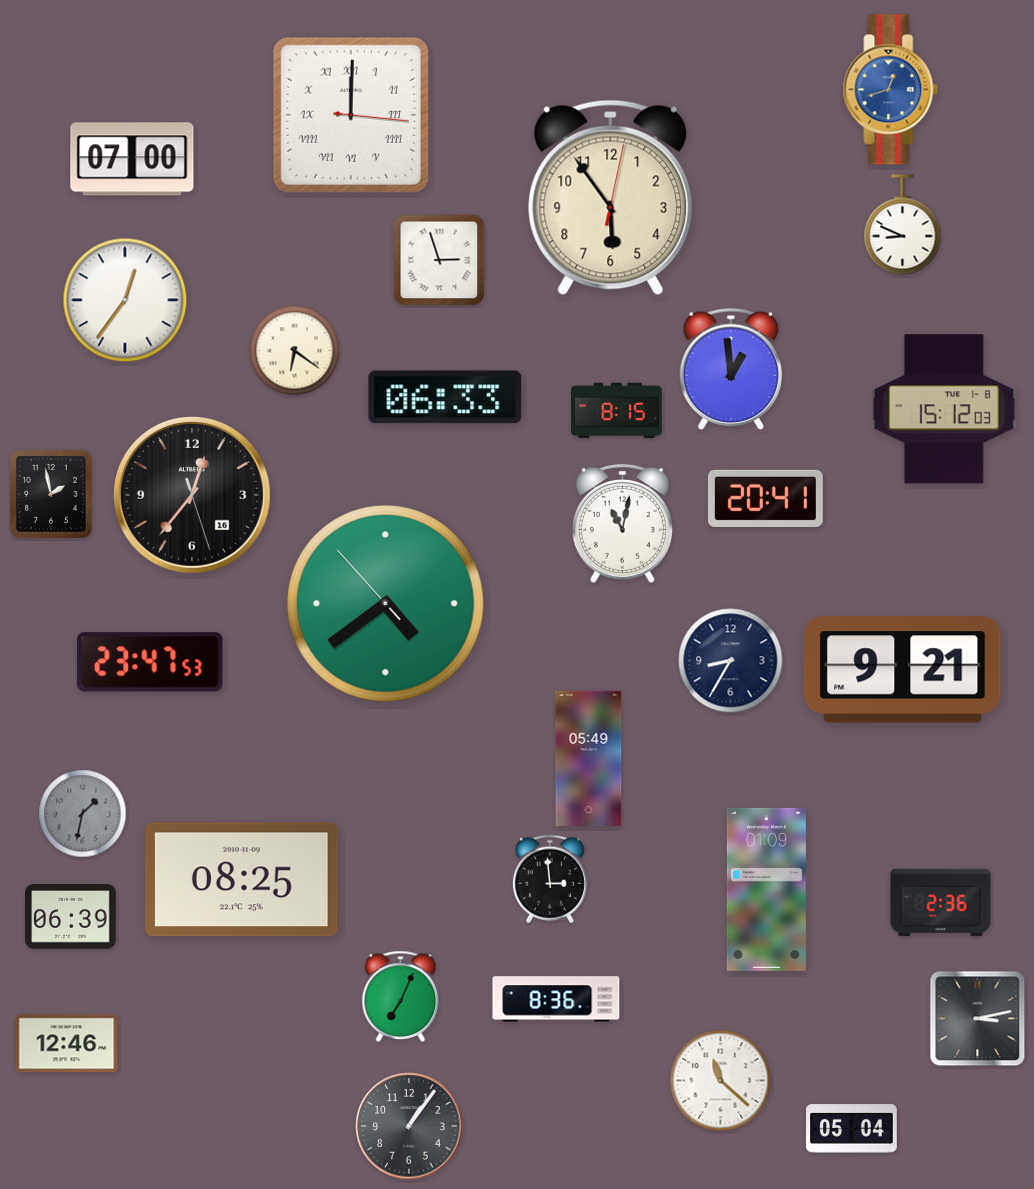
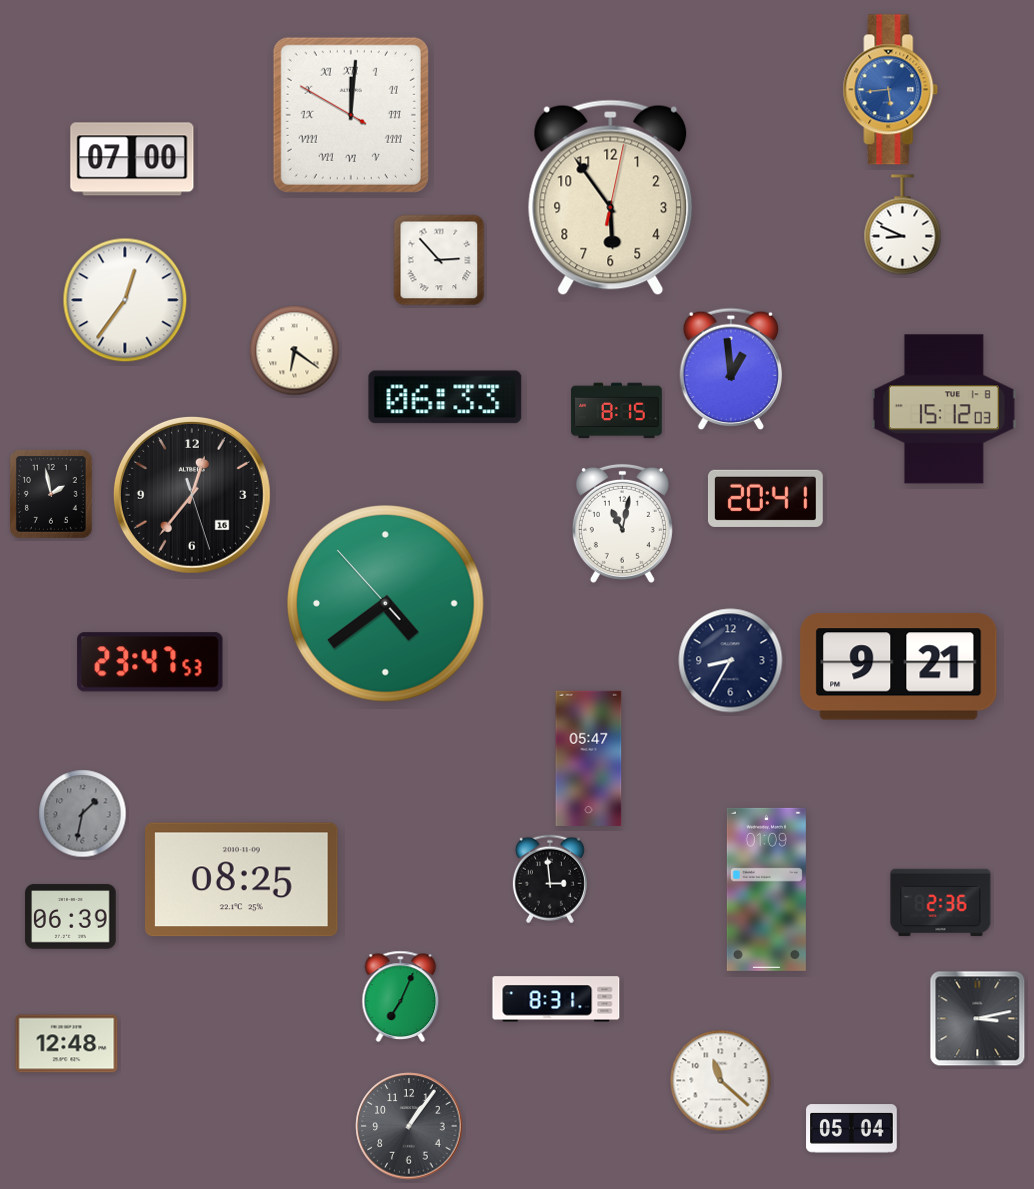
clock at (891, 90): 12:42 -> 5:44
clock at (351, 115): 12:00:16 -> 12:00:50
clock at (439, 260): 2:57 -> 2:53
clock at (903, 670) position: (903, 670) -> (899, 667)
clock at (589, 758): 05:49 -> 05:47
clock at (556, 999): 8:36 -> 8:31
clock at (67, 1044): 12:46 -> 12:48
